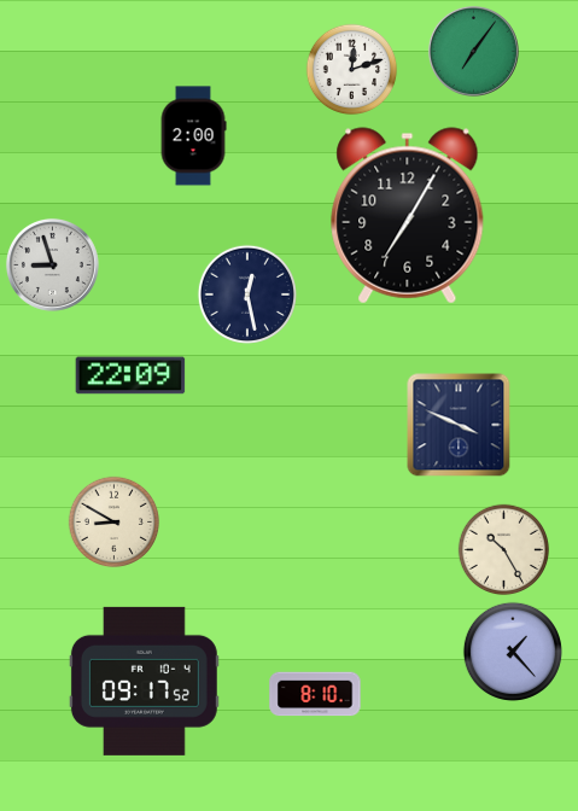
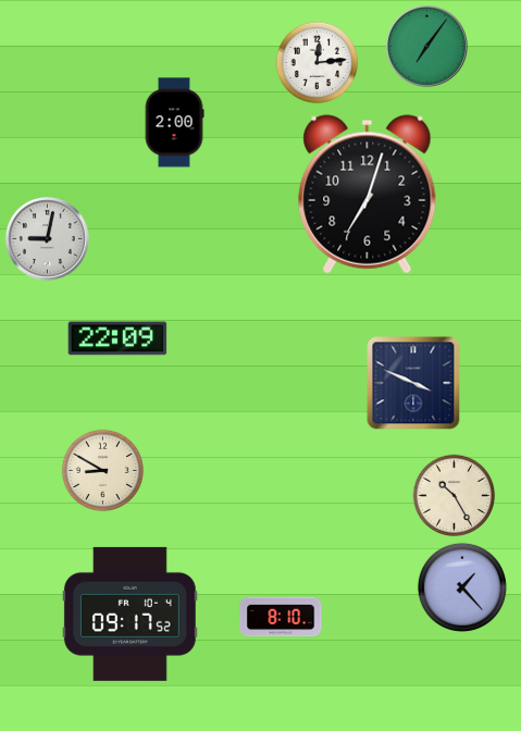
clock at (352, 70): 12:12 -> 12:14
clock at (408, 216): 7:05 -> 7:03
clock at (52, 264): 8:57 -> 9:02
clock at (247, 294): 12:28 -> none
clock at (315, 694) position: (315, 694) -> (281, 617)
